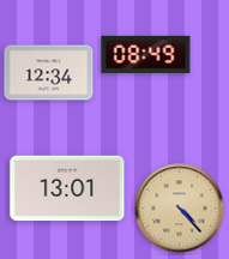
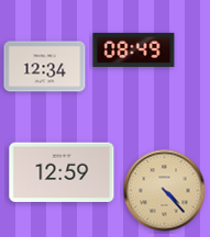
clock at (67, 188): 13:01 -> 12:59
